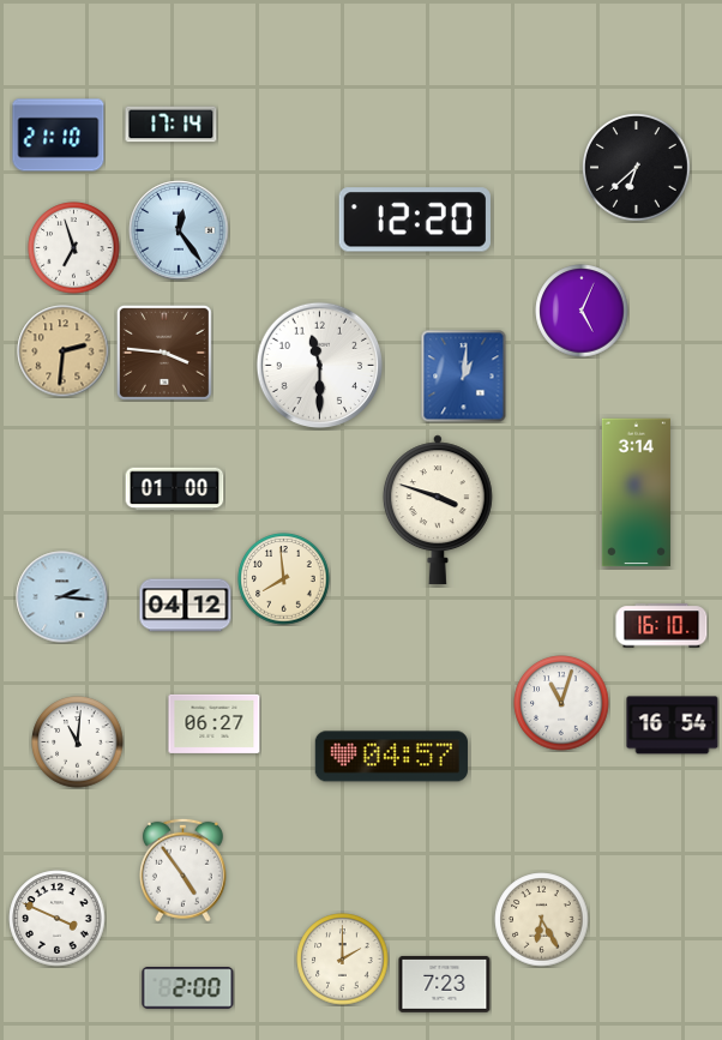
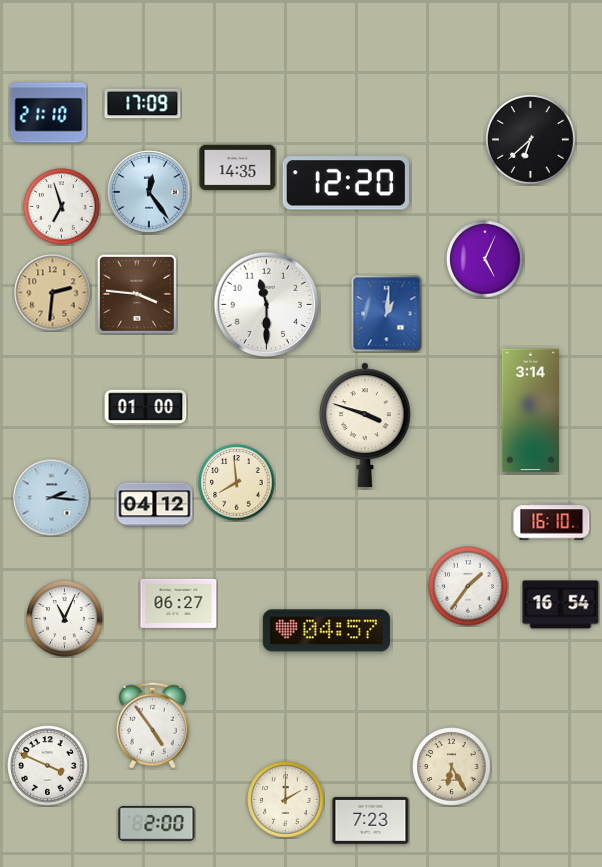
clock at (172, 125): 17:14 -> 17:09
clock at (238, 168): none -> 14:35
clock at (561, 703): 11:03 -> 1:36
clock at (78, 743): 11:01 -> 11:04
